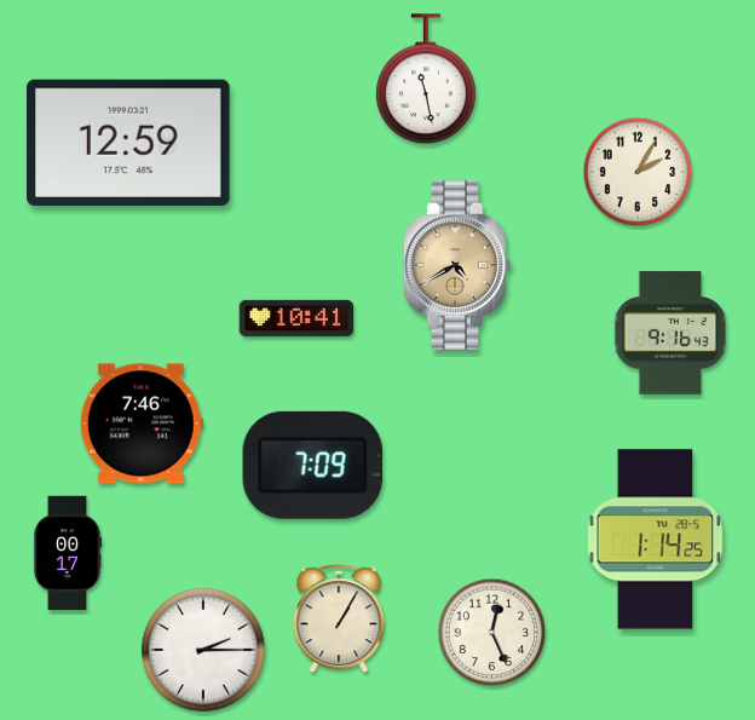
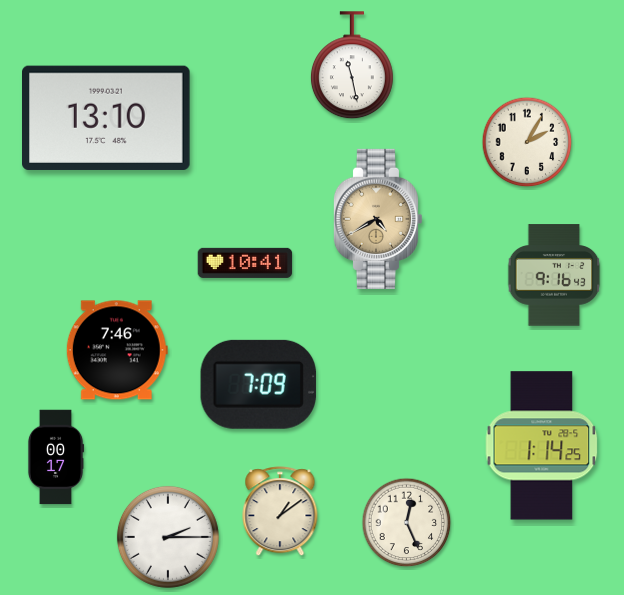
clock at (129, 143): 12:59 -> 13:10
clock at (339, 620): 1:05 -> 1:09
